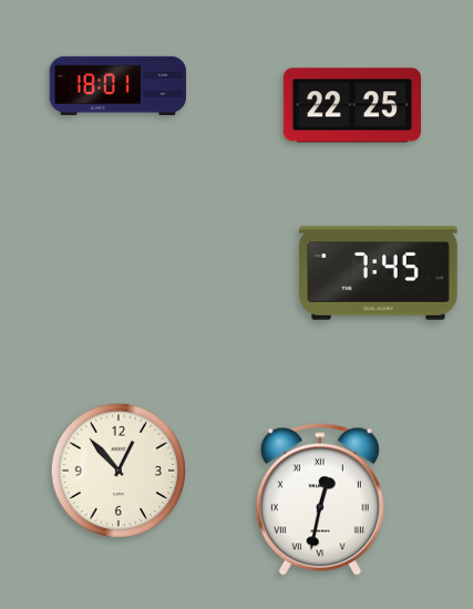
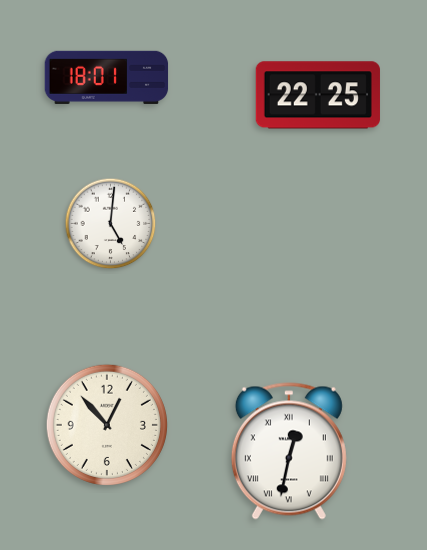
clock at (111, 224): none -> 5:01
clock at (379, 273): 7:45 -> none
